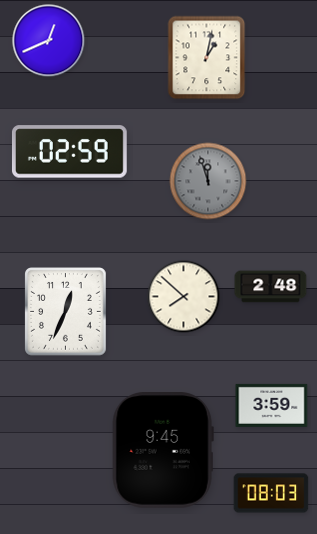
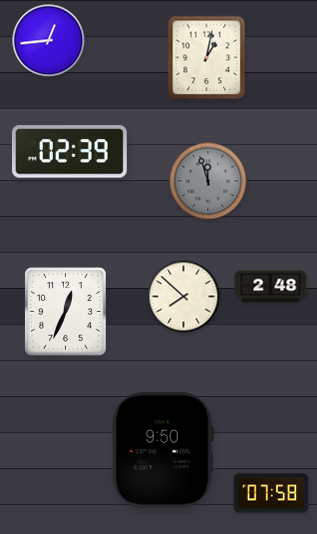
clock at (49, 41): 12:41 -> 12:44
clock at (69, 152): 02:59 -> 02:39
clock at (272, 405): 3:59 -> none
clock at (163, 451): 9:45 -> 9:50
clock at (271, 493): 08:03 -> 07:58
